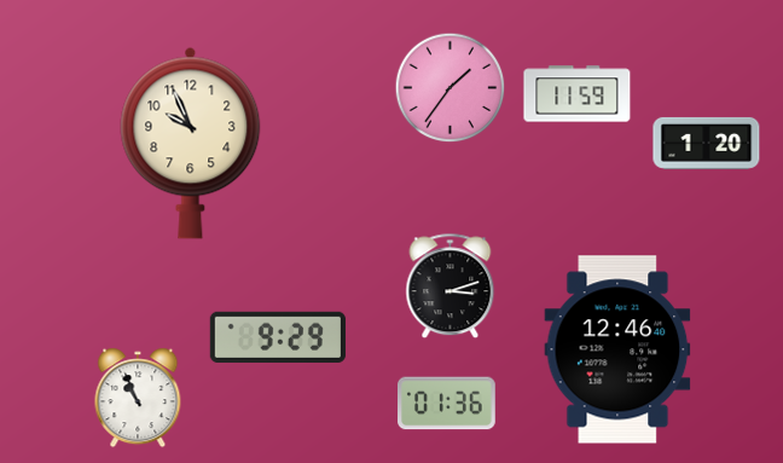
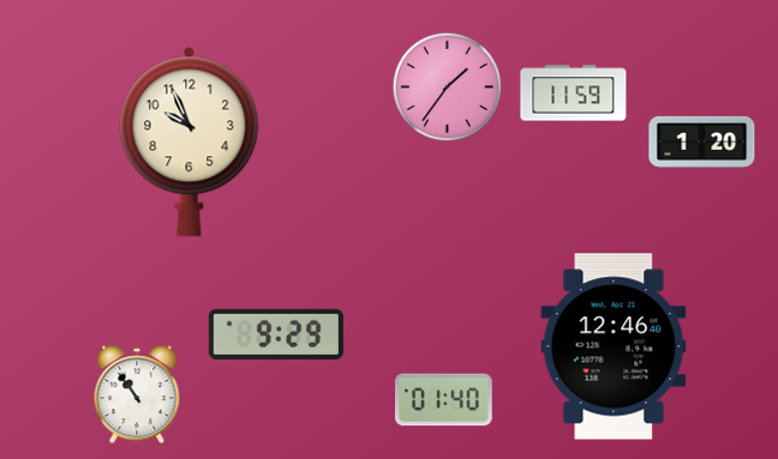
clock at (451, 287): 3:12 -> none
clock at (138, 398): 10:56 -> 10:54
clock at (447, 404): 01:36 -> 01:40
